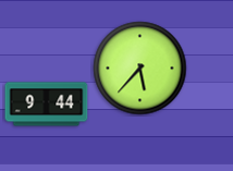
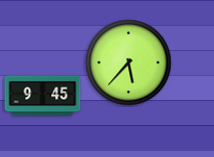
clock at (47, 105): 9:44 -> 9:45
